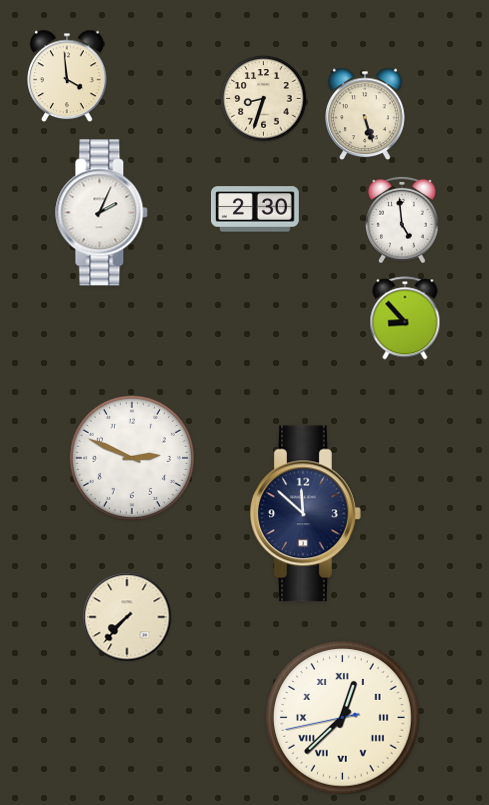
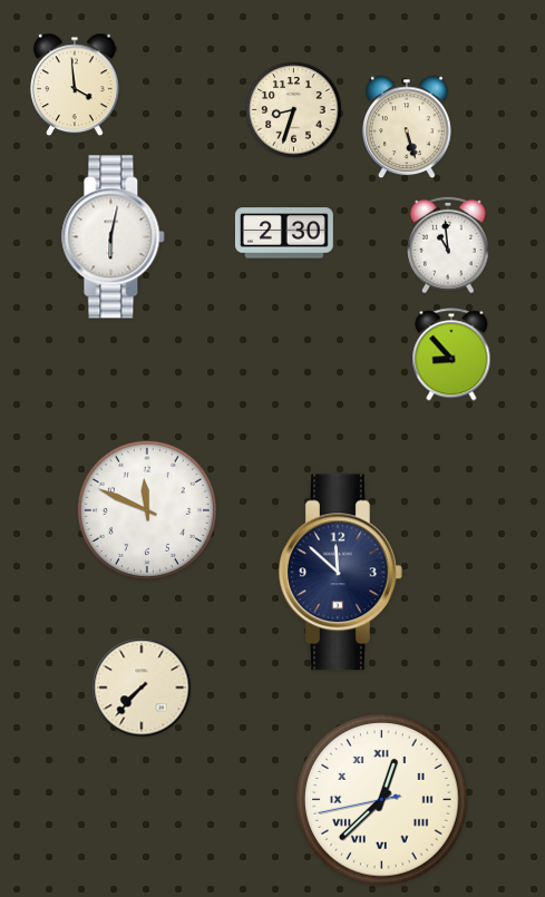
clock at (102, 213): 2:04 -> 6:02
clock at (403, 220): 4:59 -> 10:59
clock at (132, 458): 2:49 -> 11:49
